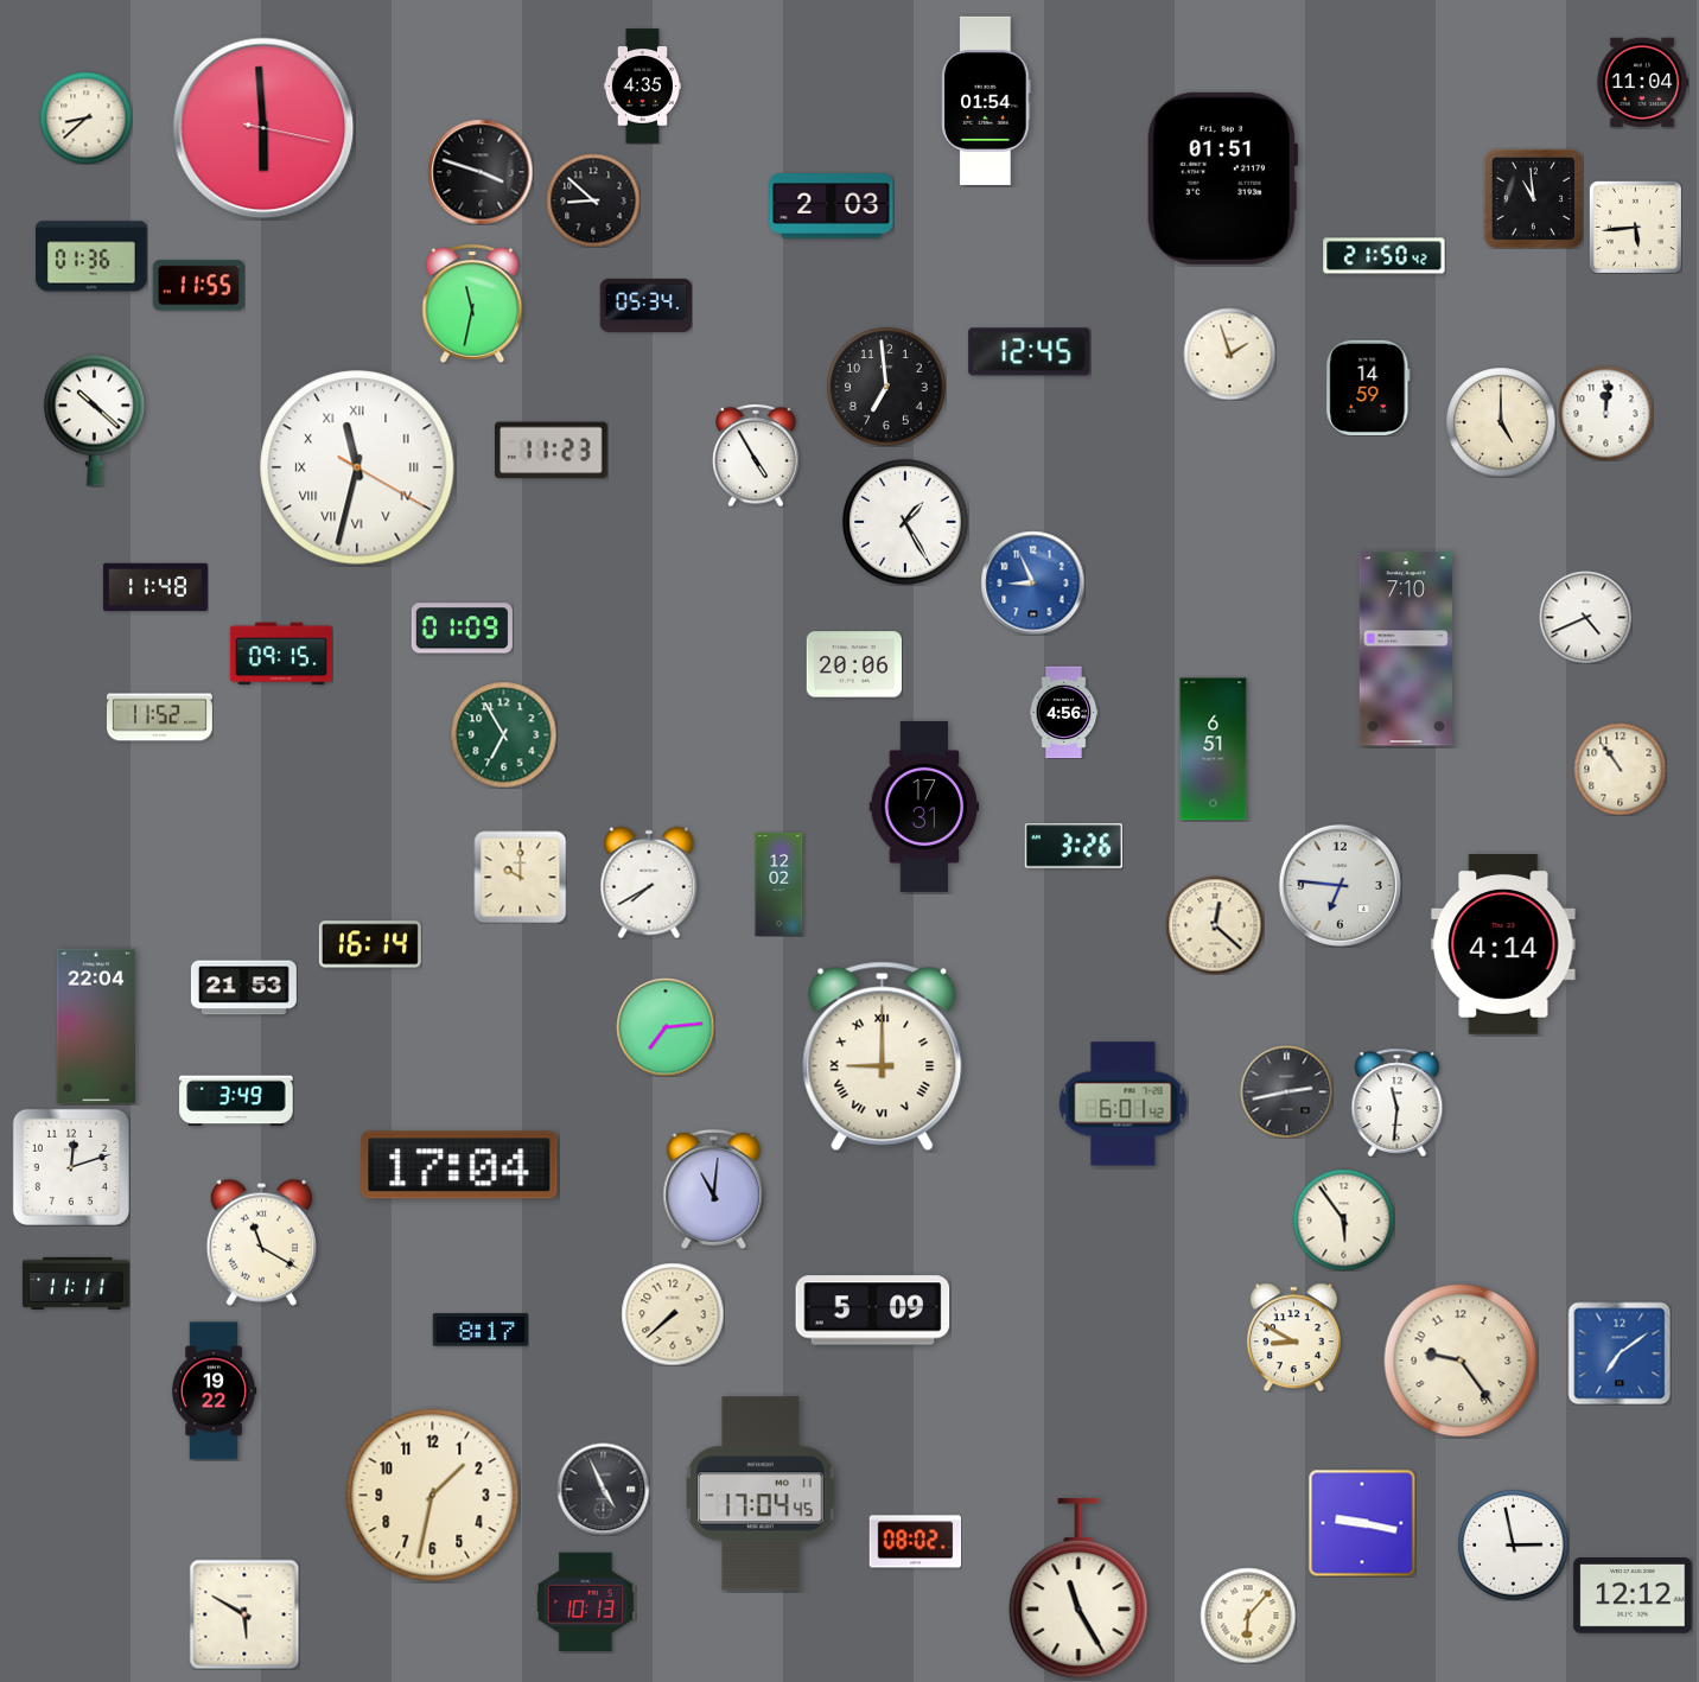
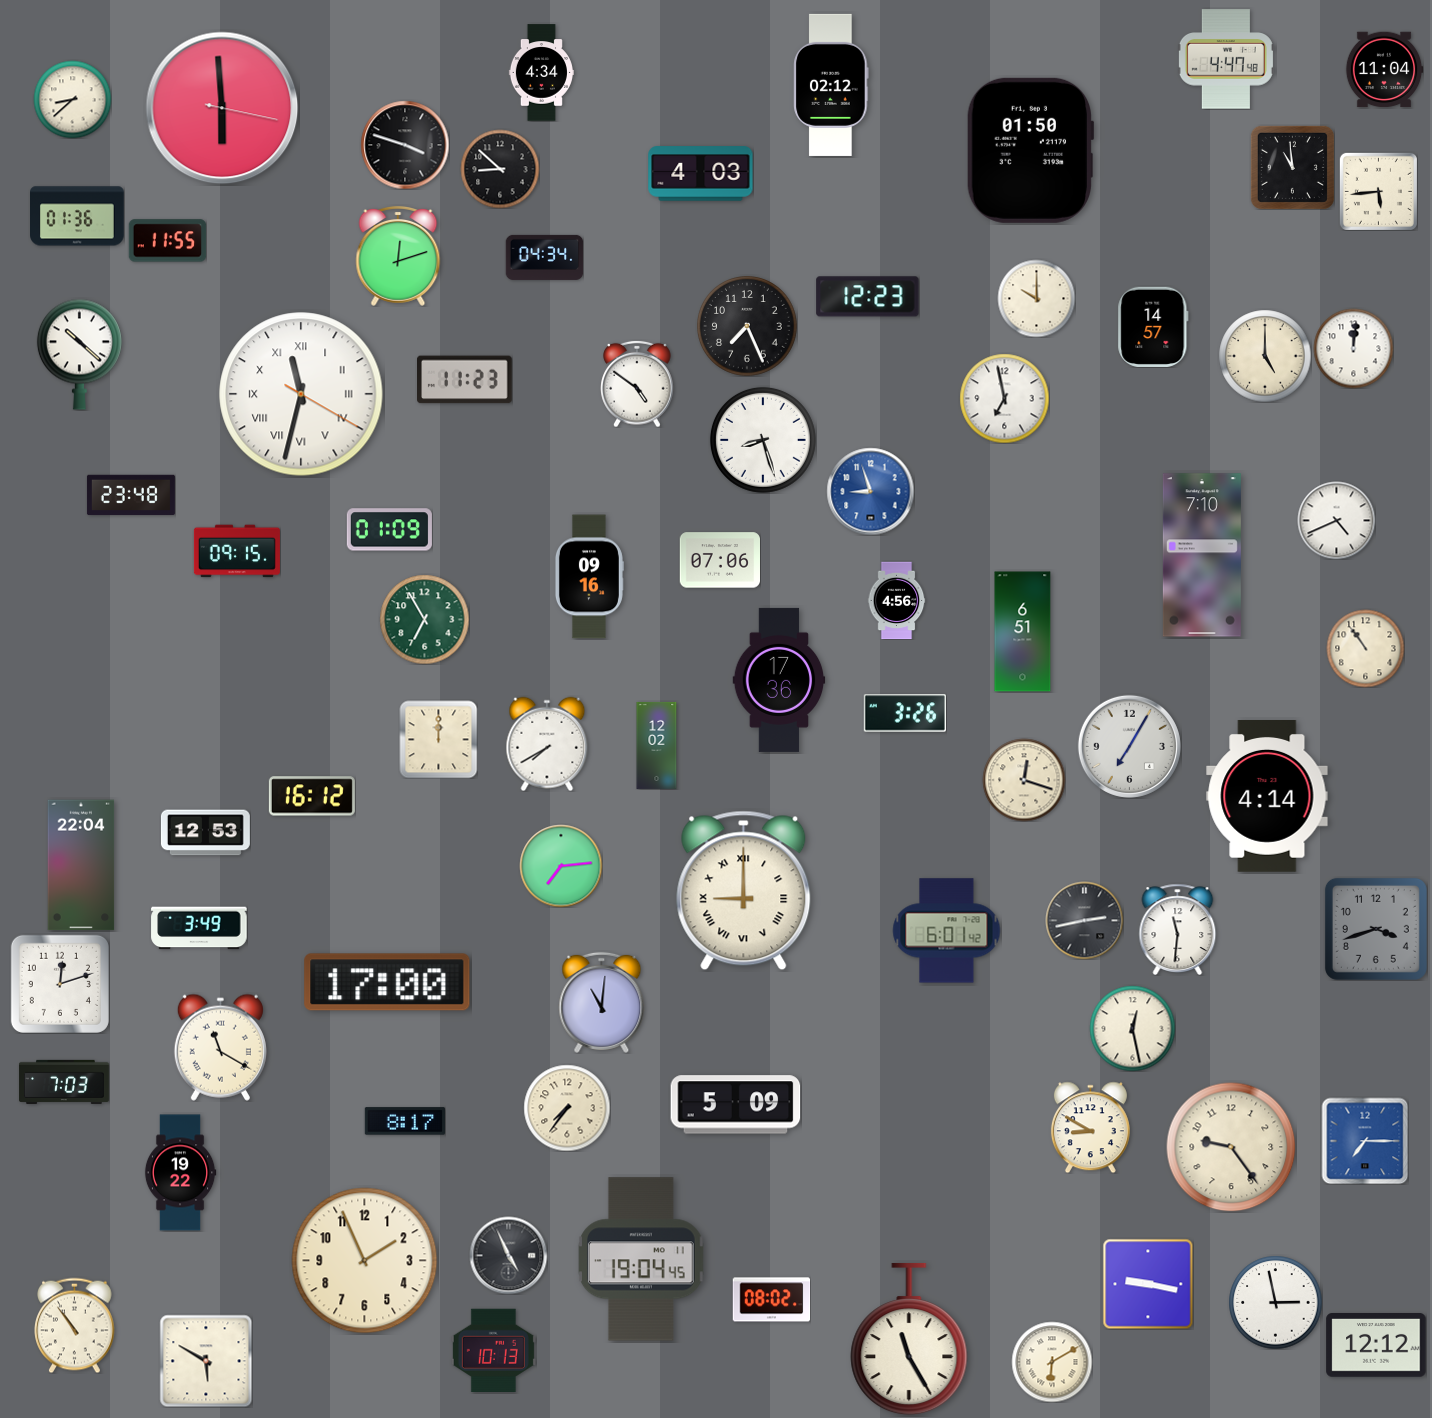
clock at (1226, 59): none -> 4:47
clock at (642, 87): 4:35 -> 4:34
clock at (986, 101): 01:54 -> 02:12
clock at (1222, 178): 01:51 -> 01:50
clock at (832, 206): 2:03 -> 4:03
clock at (1385, 256): 21:50 -> none
clock at (472, 304): 11:32 -> 12:12
clock at (645, 305): 05:34 -> 04:34
clock at (1030, 352): 12:45 -> 12:23
clock at (1229, 353): 1:57 -> 10:00
clock at (886, 387): 6:59 -> 7:26
clock at (1368, 387): 14:59 -> 14:57
clock at (756, 455): 4:55 -> 4:51
clock at (1004, 398): none -> 6:58
clock at (905, 522): 1:25 -> 8:27
clock at (1032, 582): 8:56 -> 8:57
clock at (155, 587): 11:48 -> 23:48
clock at (1406, 649) position: (1406, 649) -> (1202, 555)
clock at (853, 664): 20:06 -> 07:06
clock at (589, 577): none -> 09:16
clock at (159, 718): 11:52 -> none
clock at (924, 807): 17:31 -> 17:36
clock at (520, 877): 10:00 -> 12:00
clock at (1340, 885): 6:46 -> 7:05
clock at (1215, 925): 12:22 -> 12:18
clock at (370, 944): 16:14 -> 16:12
clock at (243, 988): 21:53 -> 12:53
clock at (1376, 929): none -> 3:42
clock at (459, 1165): 17:04 -> 17:00
clock at (1343, 1219): 5:54 -> 12:28
clock at (76, 1283): 11:11 -> 7:03
clock at (673, 1314): 7:38 -> 7:36
clock at (1620, 1353): 7:09 -> 7:15
clock at (761, 1493): 17:04 -> 19:04
clock at (433, 1496): 1:32 -> 1:56
clock at (75, 1325): none -> 10:54
clock at (1248, 1616): 6:07 -> 6:10
